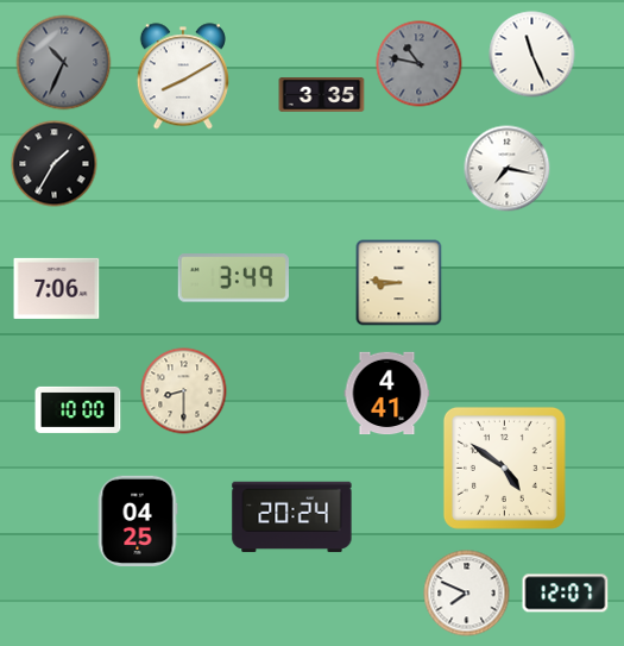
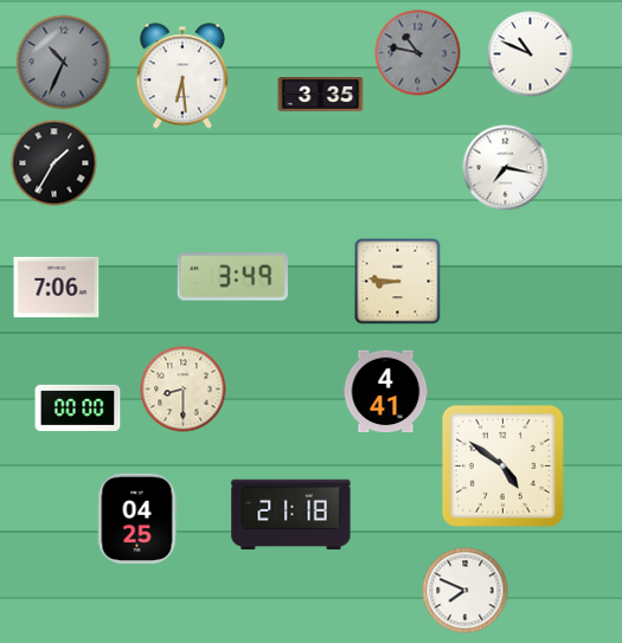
clock at (532, 55): 11:26 -> 10:49
clock at (420, 64) position: (420, 64) -> (418, 53)
clock at (183, 76): 8:10 -> 6:29
clock at (78, 409): 10:00 -> 00:00
clock at (292, 518): 20:24 -> 21:18
clock at (566, 594): 12:07 -> none
